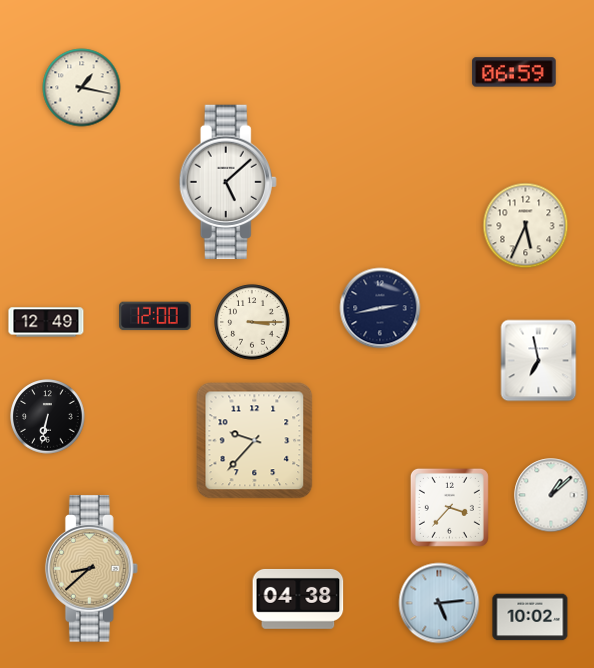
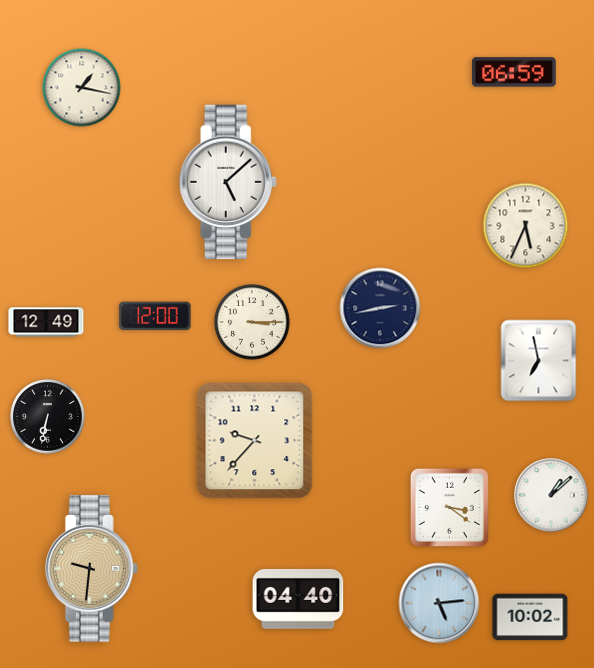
clock at (449, 507): 3:37 -> 3:21
clock at (92, 569): 8:38 -> 9:31
clock at (298, 599): 04:38 -> 04:40
